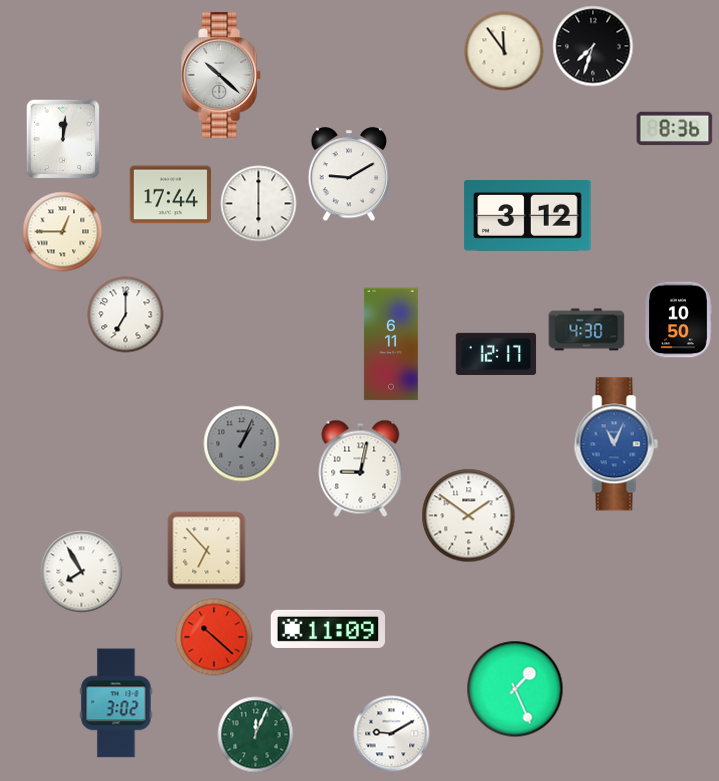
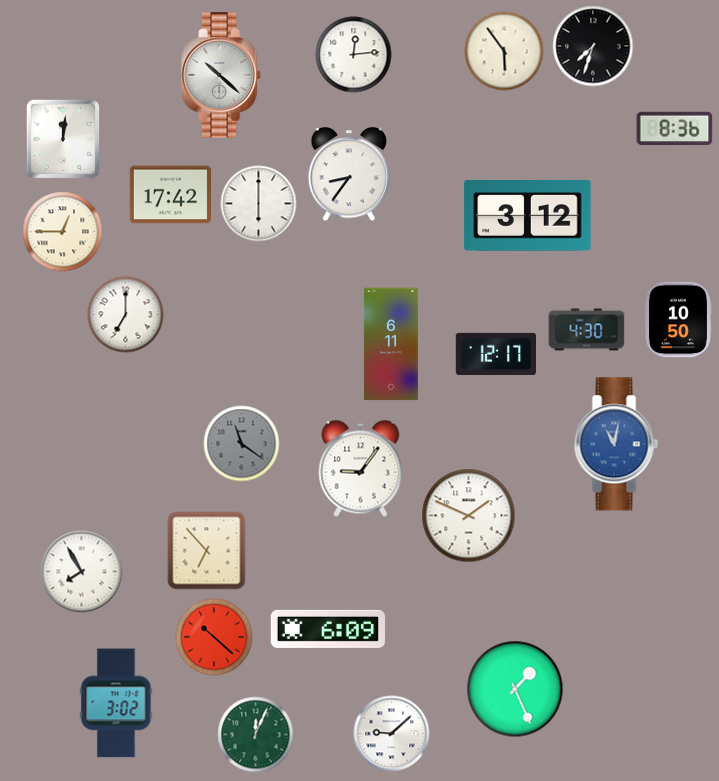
clock at (504, 51): 11:54 -> 5:54
clock at (354, 55): none -> 12:14
clock at (349, 175): 9:10 -> 8:36
clock at (170, 195): 17:44 -> 17:42
clock at (242, 444): 1:04 -> 11:21
clock at (616, 444): 11:04 -> 11:02
clock at (361, 468): 9:02 -> 9:06
clock at (469, 516): 1:51 -> 1:49
clock at (328, 629): 11:09 -> 6:09
clock at (392, 734): 9:10 -> 9:08
